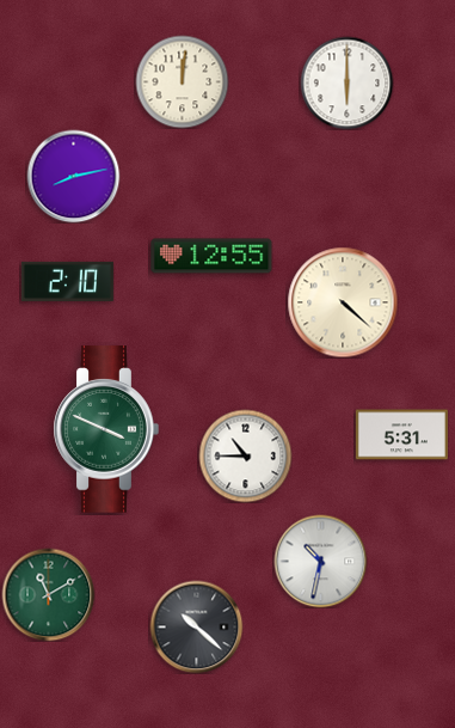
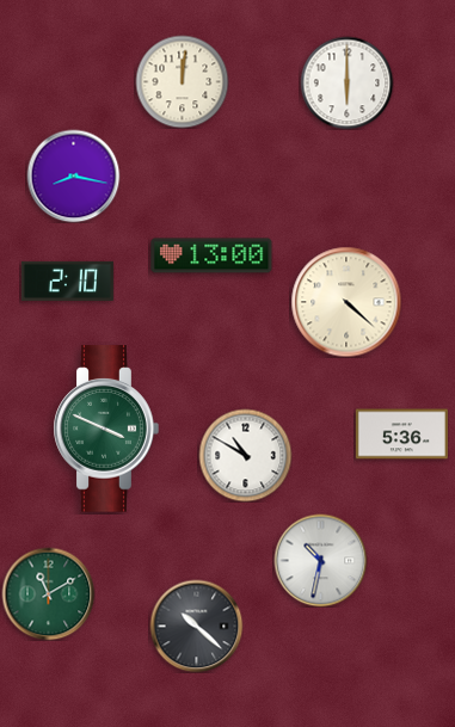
clock at (73, 176): 8:13 -> 8:17
clock at (211, 256): 12:55 -> 13:00
clock at (343, 302) position: (343, 302) -> (346, 302)
clock at (401, 435): 5:31 -> 5:36
clock at (245, 455): 10:45 -> 10:50
